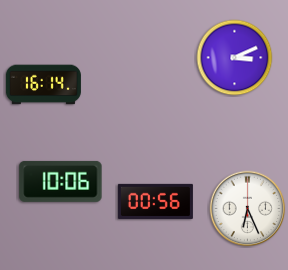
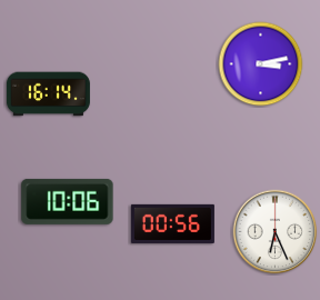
clock at (235, 58): 3:11 -> 3:13
